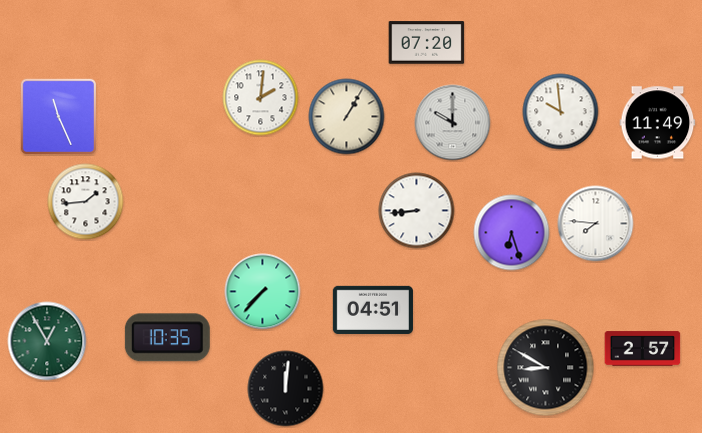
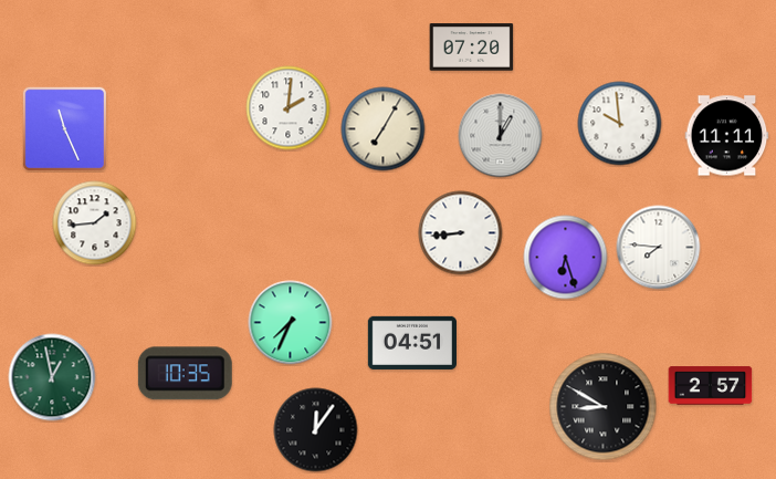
clock at (347, 117): 1:05 -> 7:05
clock at (453, 123): 10:00 -> 1:00
clock at (658, 123): 11:49 -> 11:11
clock at (263, 292): 7:37 -> 7:34
clock at (47, 341): 12:55 -> 12:58
clock at (286, 389): 12:01 -> 12:06
